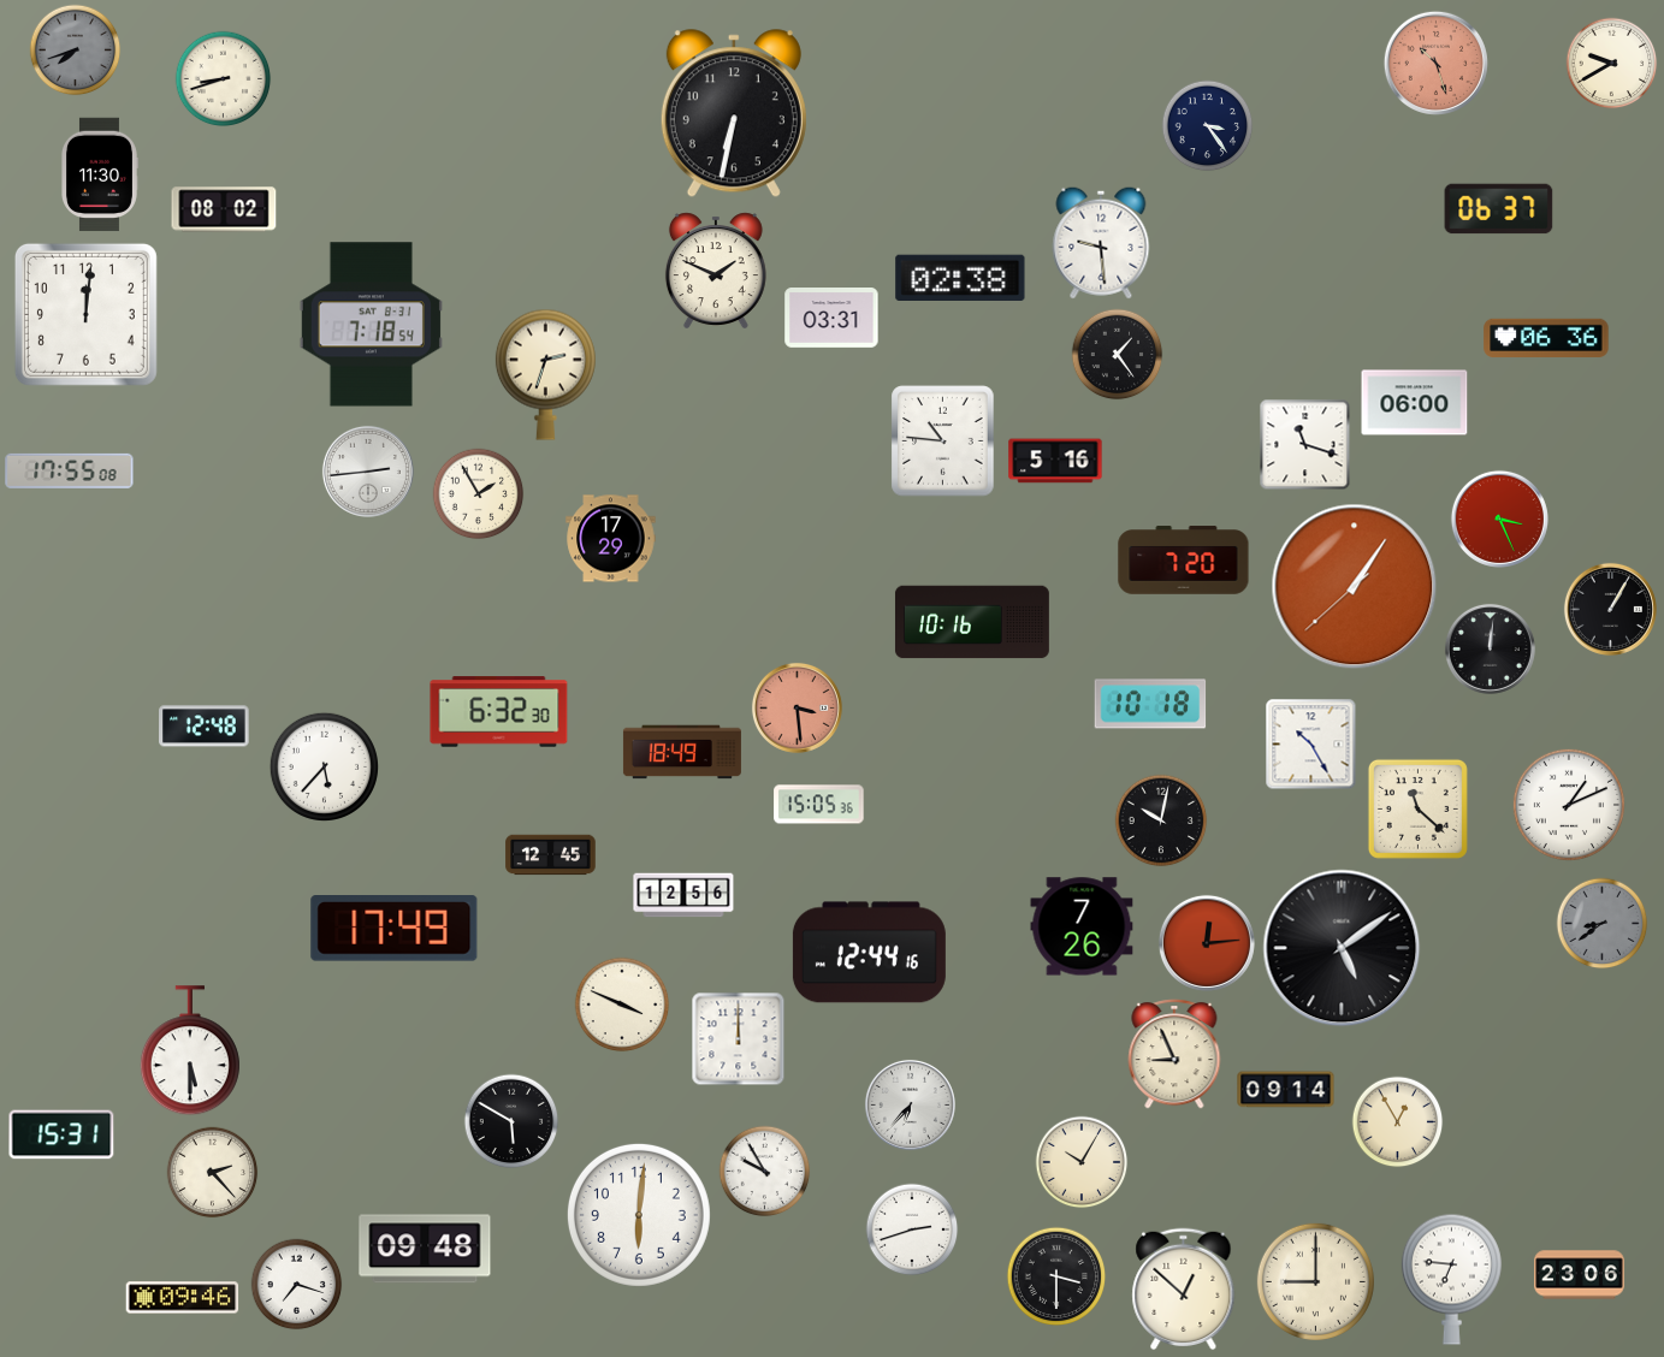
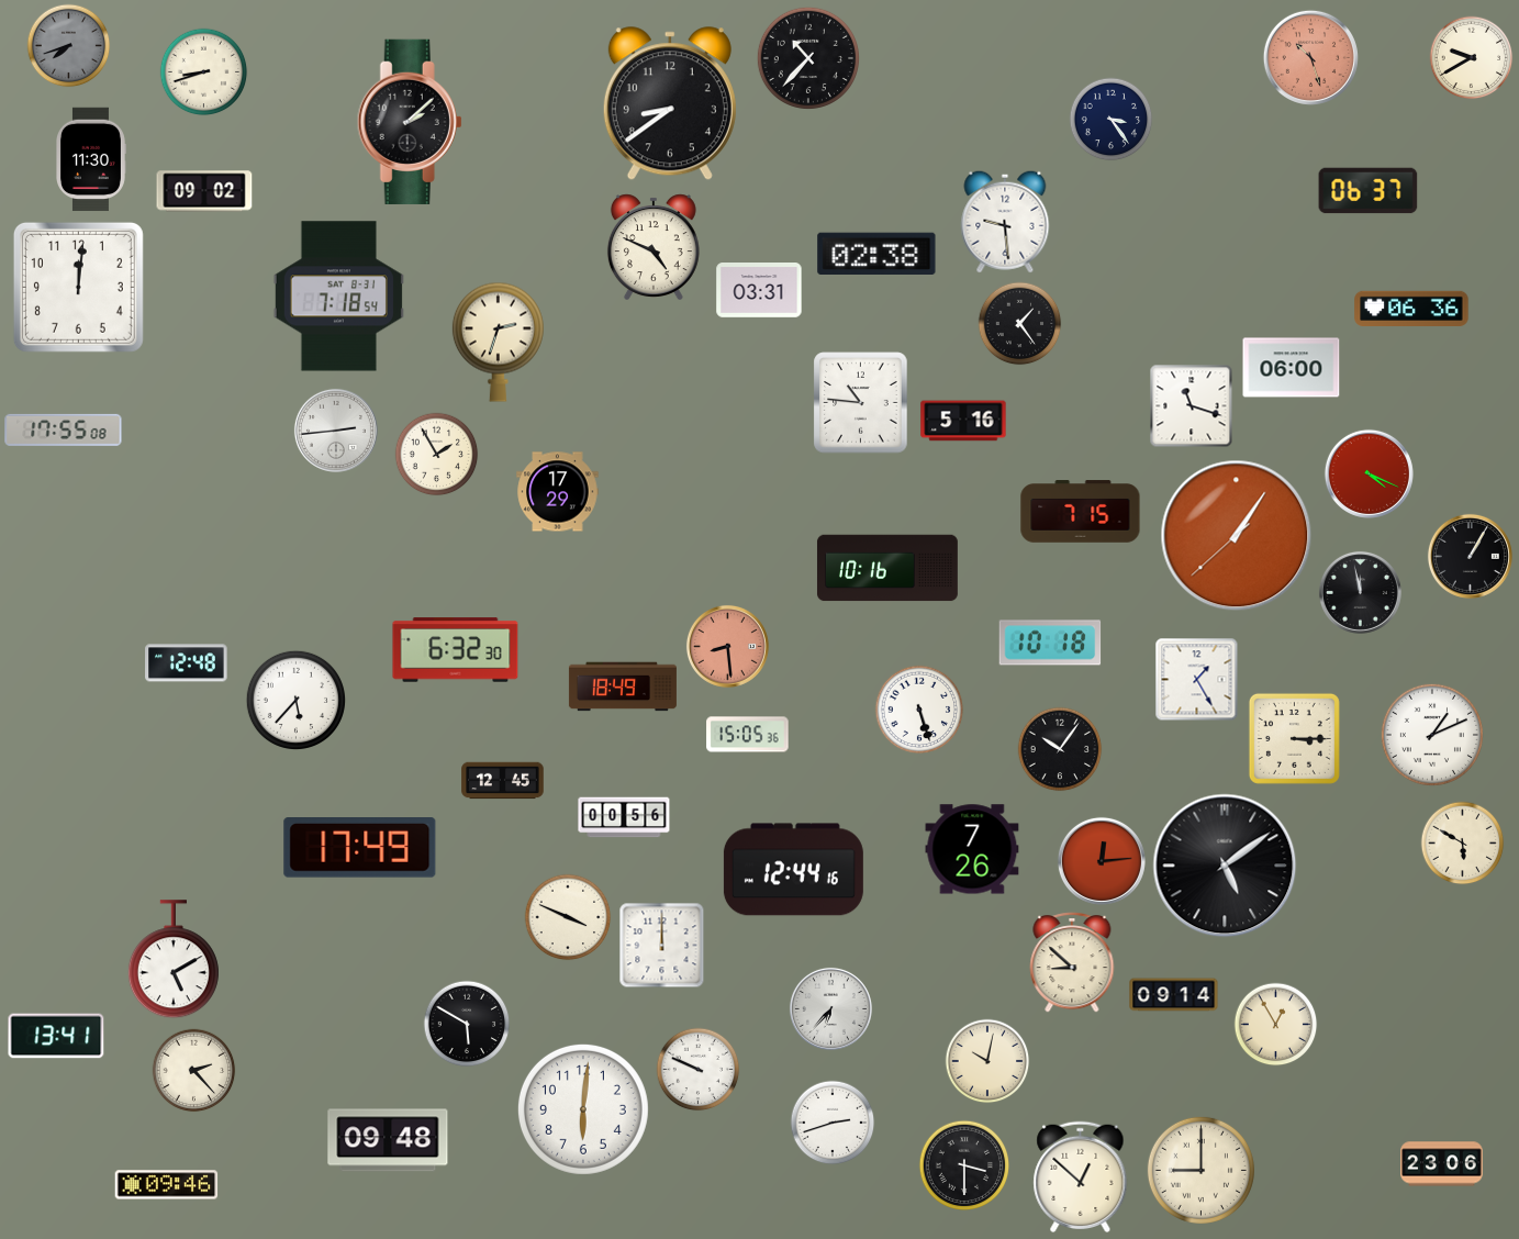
clock at (808, 58): none -> 10:37
clock at (734, 114): 6:32 -> 8:39
clock at (1208, 126) position: (1208, 126) -> (1112, 120)
clock at (410, 122): none -> 2:08
clock at (224, 209): 08:02 -> 09:02
clock at (716, 269): 1:49 -> 4:49
clock at (479, 494) position: (479, 494) -> (437, 455)
clock at (1499, 518): 3:26 -> 4:19
clock at (1184, 561): 7:20 -> 7:15
clock at (1490, 648): 12:01 -> 11:58
clock at (797, 707): 3:29 -> 8:29
clock at (1311, 745): 10:25 -> 1:25
clock at (919, 710): none -> 5:27
clock at (1417, 808): 11:22 -> 3:15
clock at (1161, 820): 10:02 -> 10:06
clock at (683, 895): 12:56 -> 00:56
clock at (1603, 924): 8:39 -> 5:50
clock at (1603, 924) dial: grey -> cream
clock at (1082, 926) position: (1082, 926) -> (972, 849)
clock at (739, 1039) position: (739, 1039) -> (662, 946)
clock at (190, 1051): 5:30 -> 5:10
clock at (1174, 1054): 8:56 -> 8:52
clock at (61, 1134): 15:31 -> 13:41
clock at (1082, 1162): 10:05 -> 10:02
clock at (765, 1172): 9:55 -> 9:49
clock at (1451, 1279): 6:46 -> none
clock at (297, 1285): 7:18 -> none
